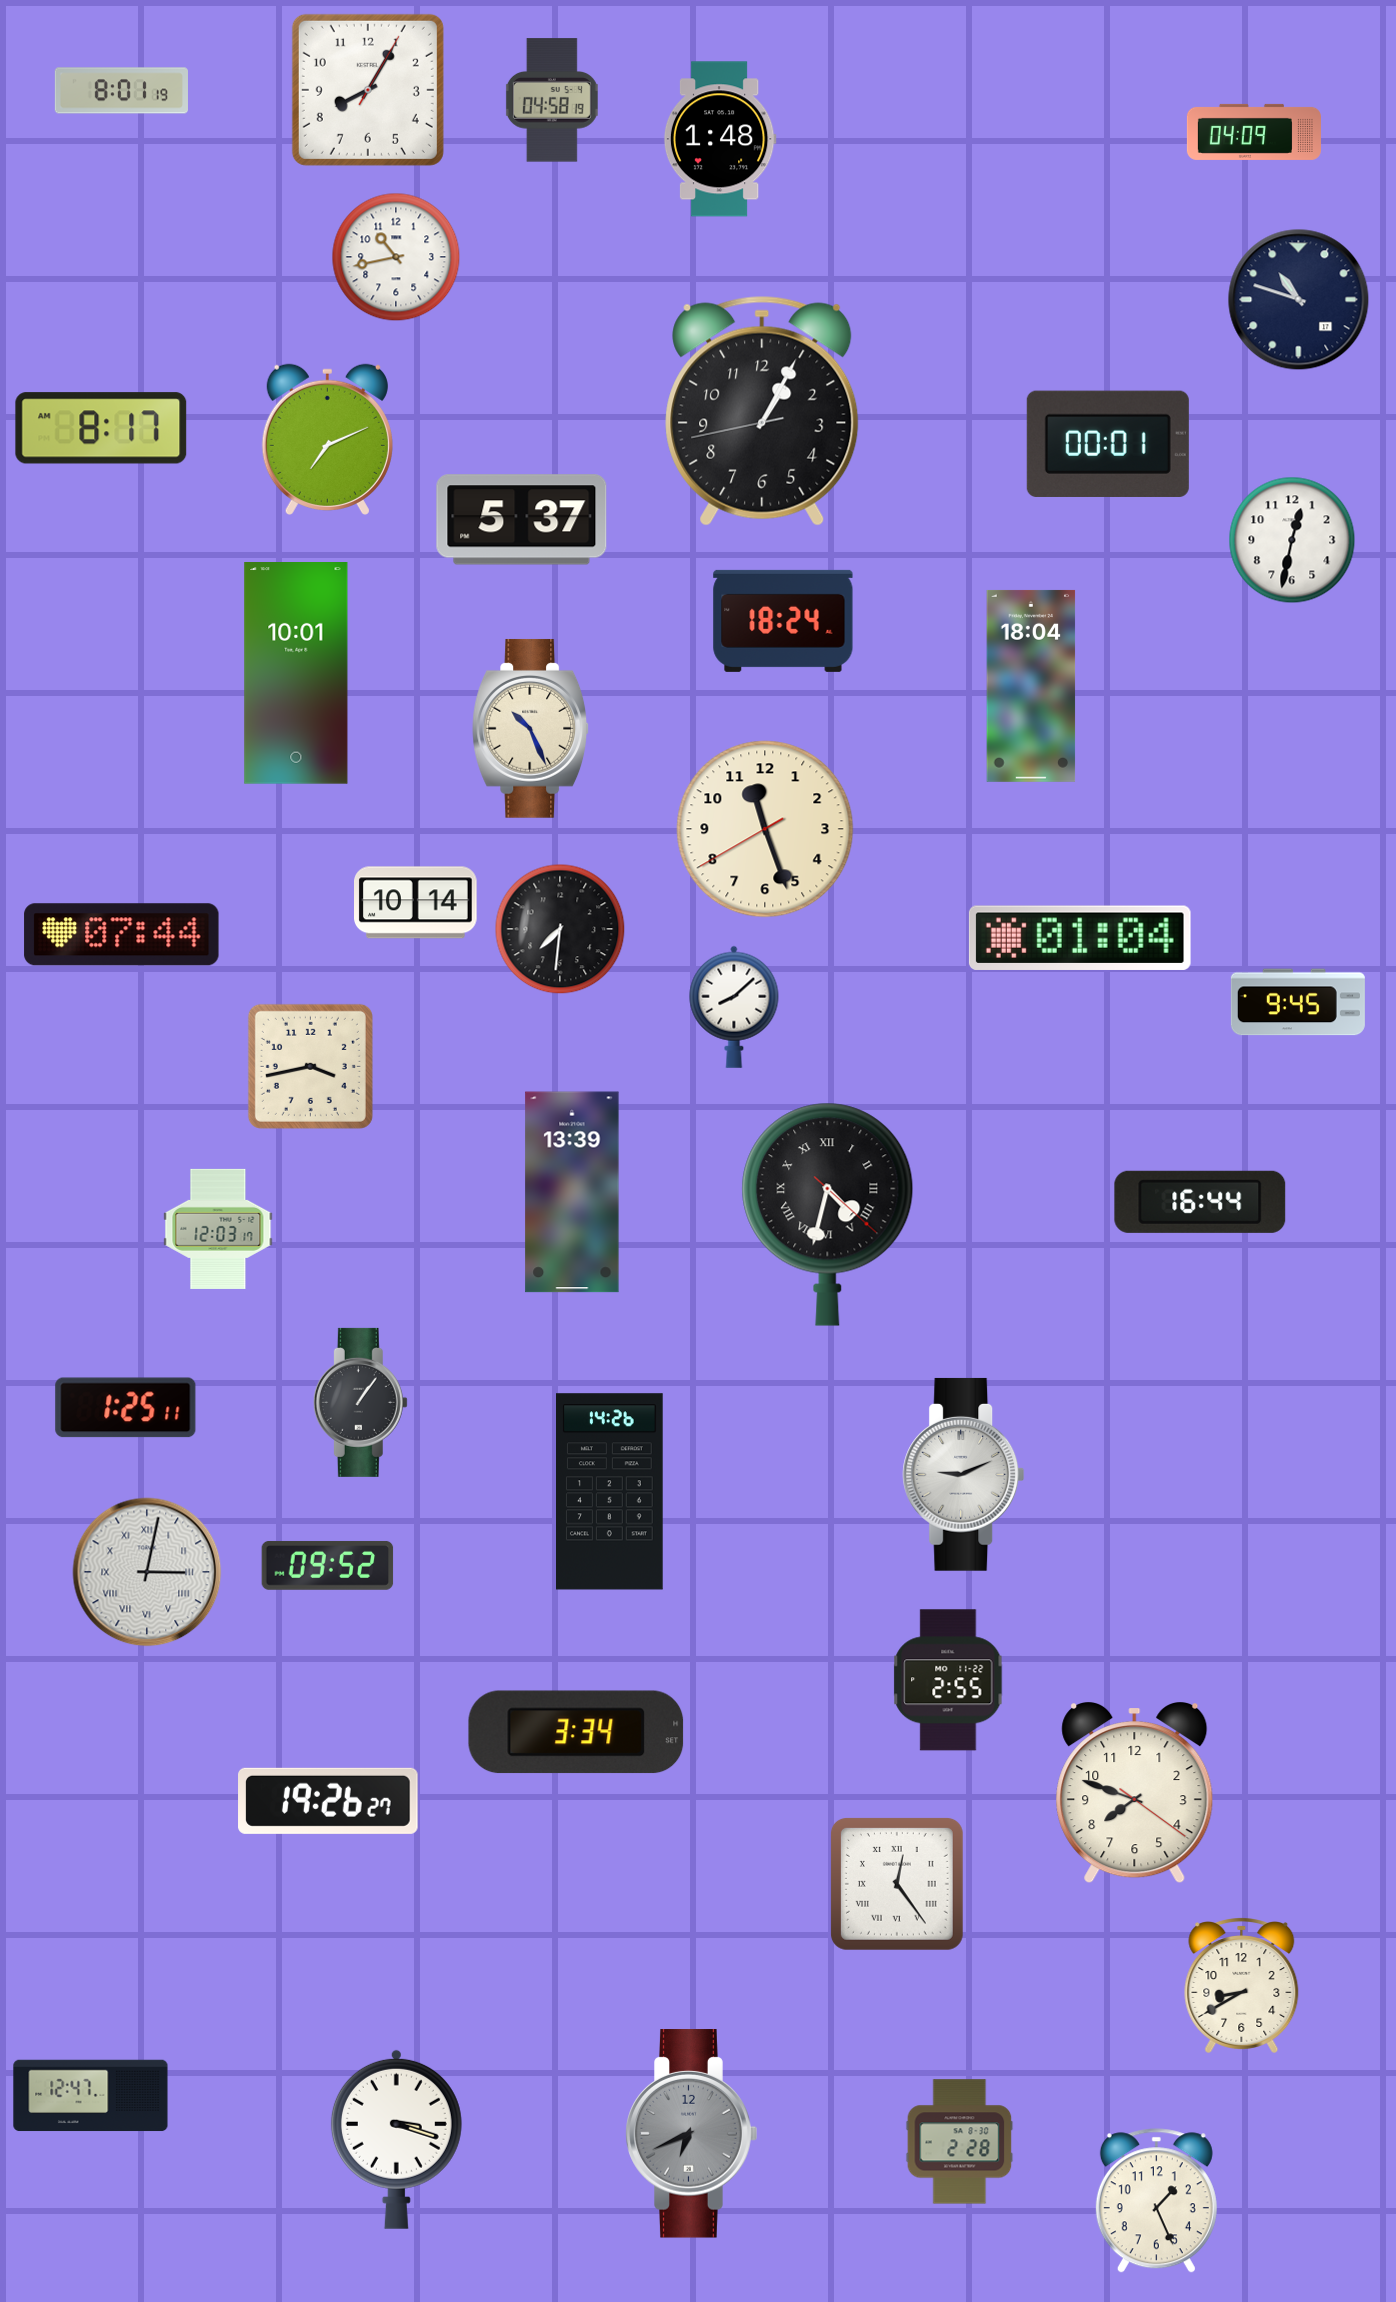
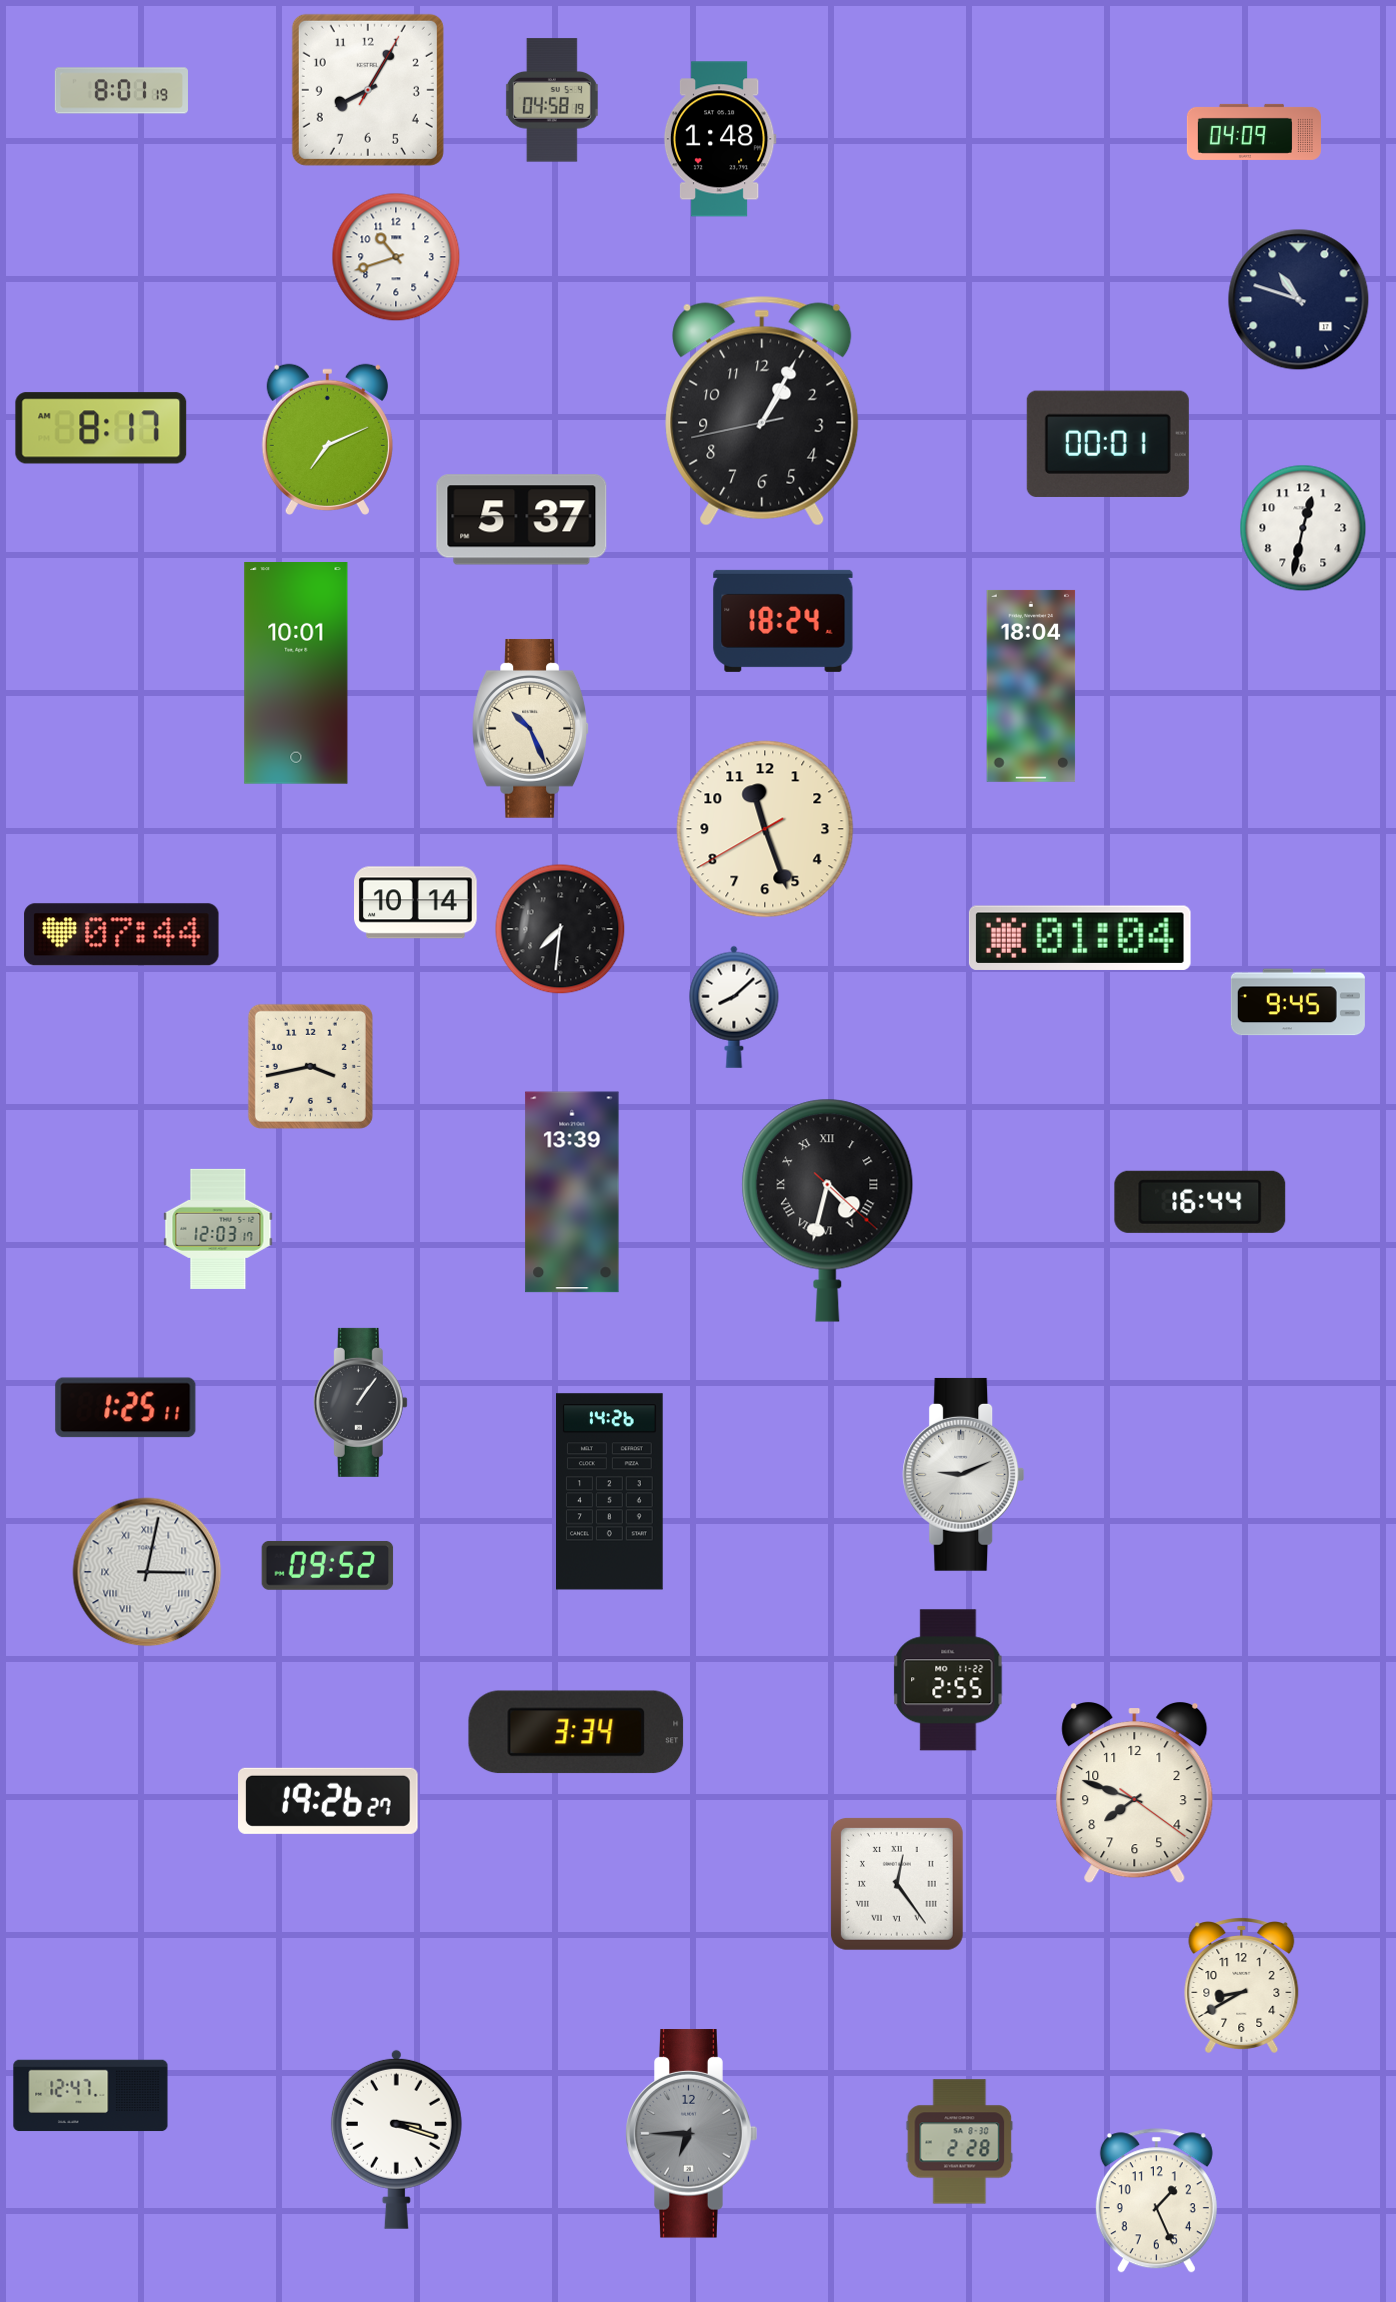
clock at (396, 257): 10:43 -> 10:42
clock at (1292, 540) position: (1292, 540) -> (1303, 528)
clock at (828, 1214) position: (828, 1214) -> (828, 1210)
clock at (692, 2134): 6:41 -> 6:45
